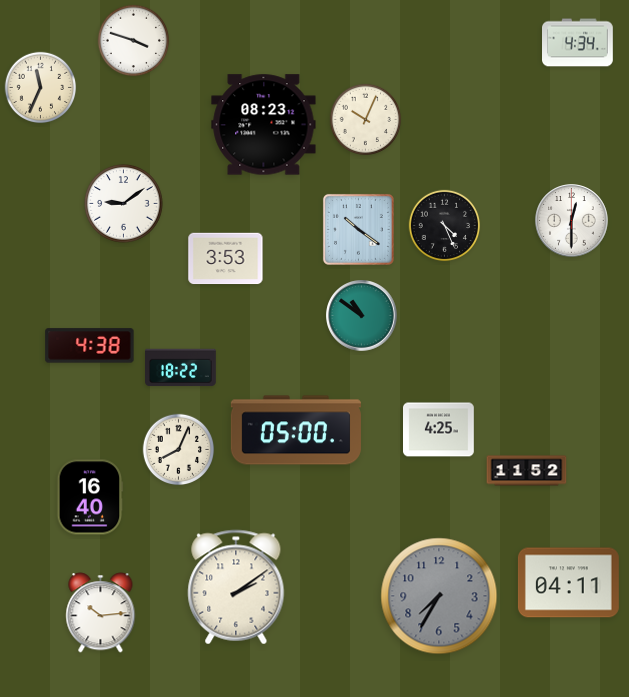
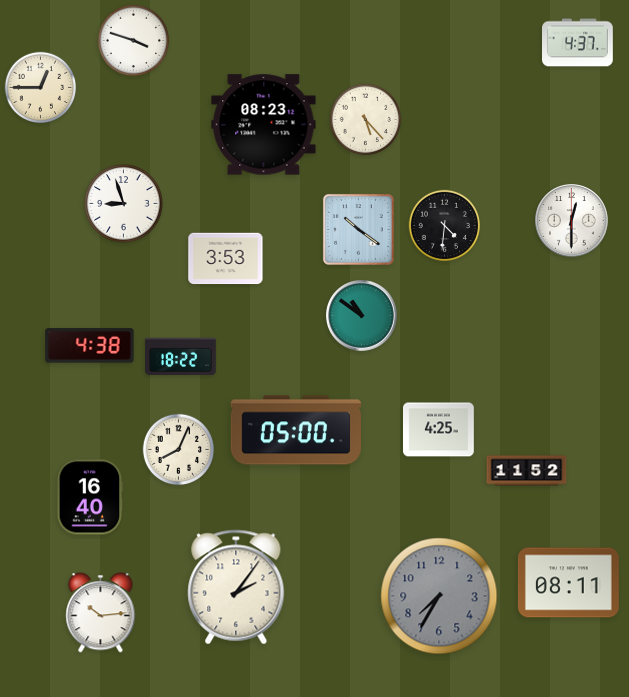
clock at (578, 43): 4:34 -> 4:37
clock at (41, 88): 11:34 -> 12:45
clock at (366, 120): 10:04 -> 5:23
clock at (124, 204): 9:09 -> 8:57
clock at (445, 226): 4:26 -> 4:31
clock at (181, 368) position: (181, 368) -> (181, 357)
clock at (568, 583): 04:11 -> 08:11
clock at (236, 587): 2:09 -> 2:06
